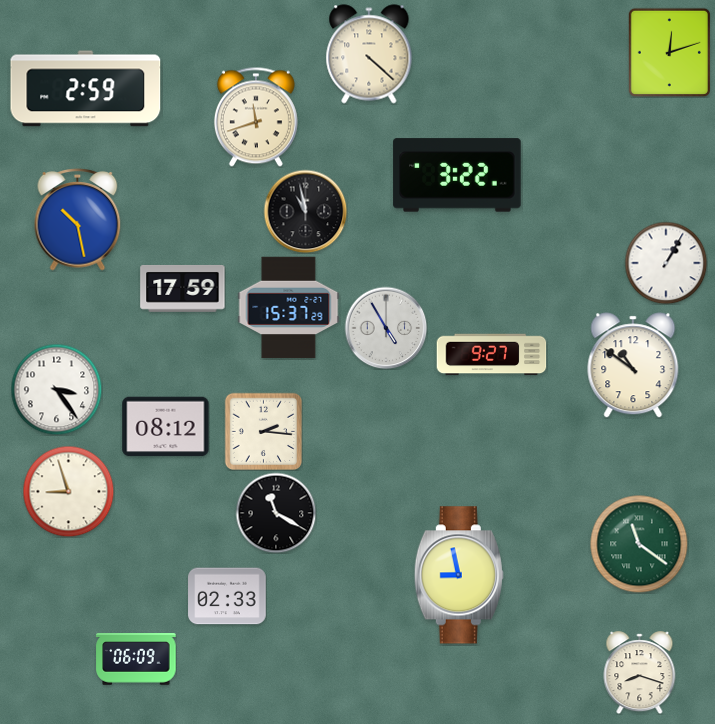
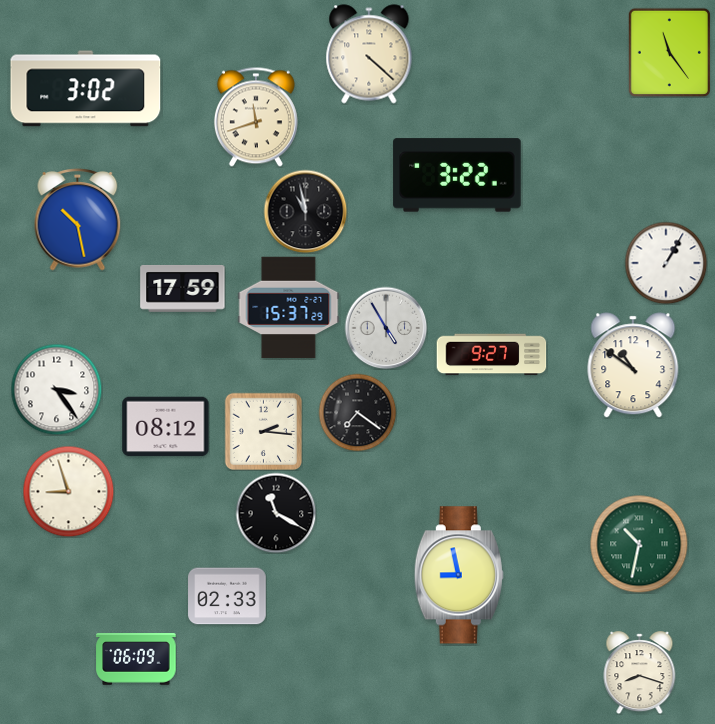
clock at (669, 52): 12:12 -> 11:24
clock at (86, 89): 2:59 -> 3:02
clock at (357, 412): none -> 7:21
clock at (639, 544): 11:21 -> 10:32
